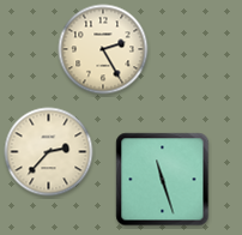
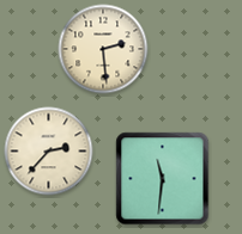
clock at (103, 49): 2:25 -> 2:29
clock at (163, 180): 11:27 -> 11:31
